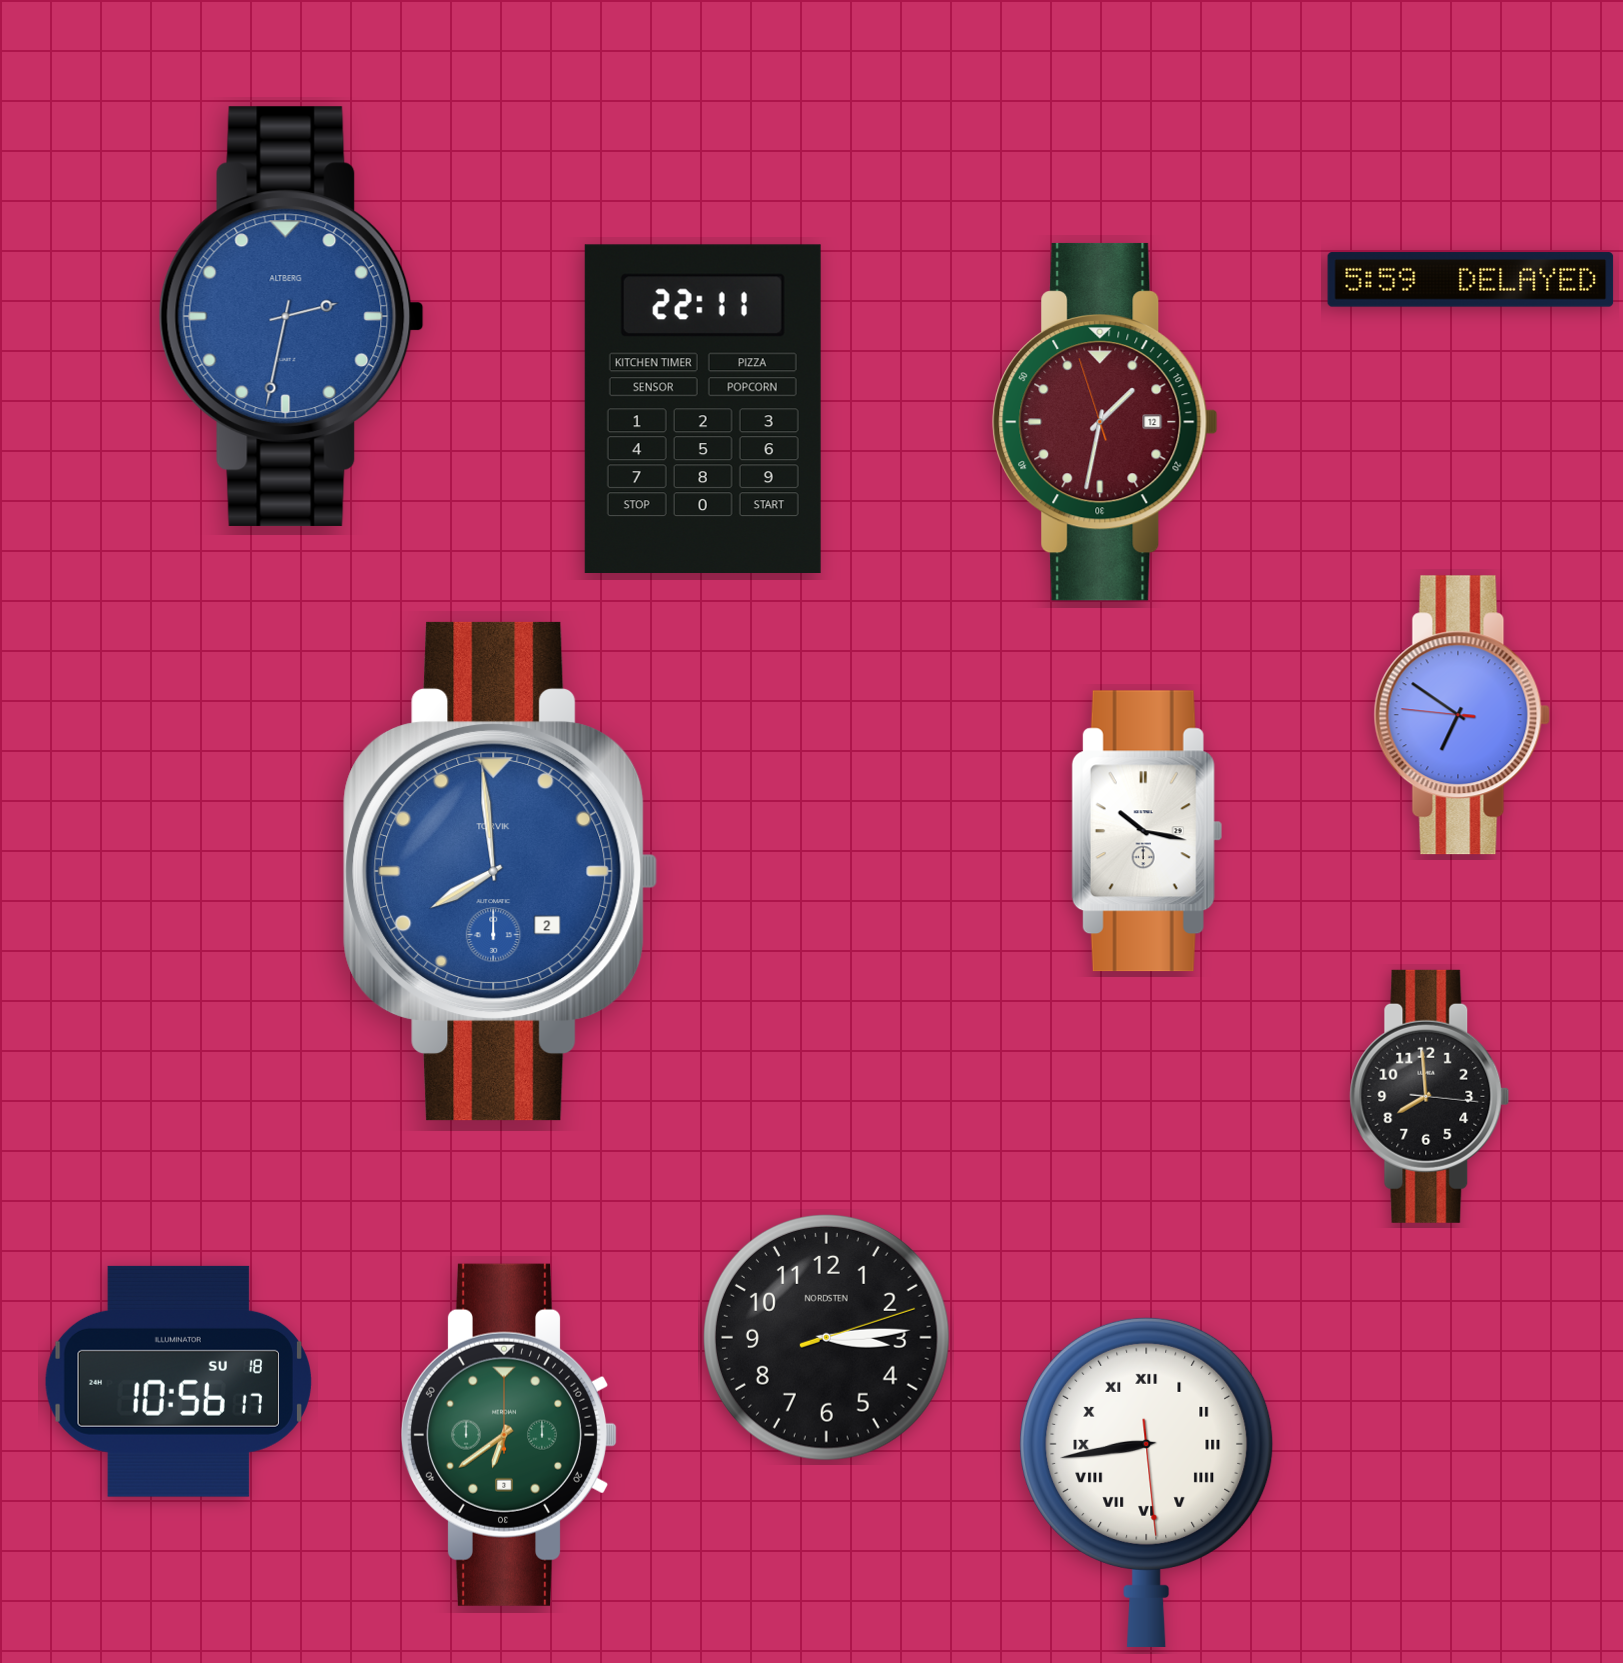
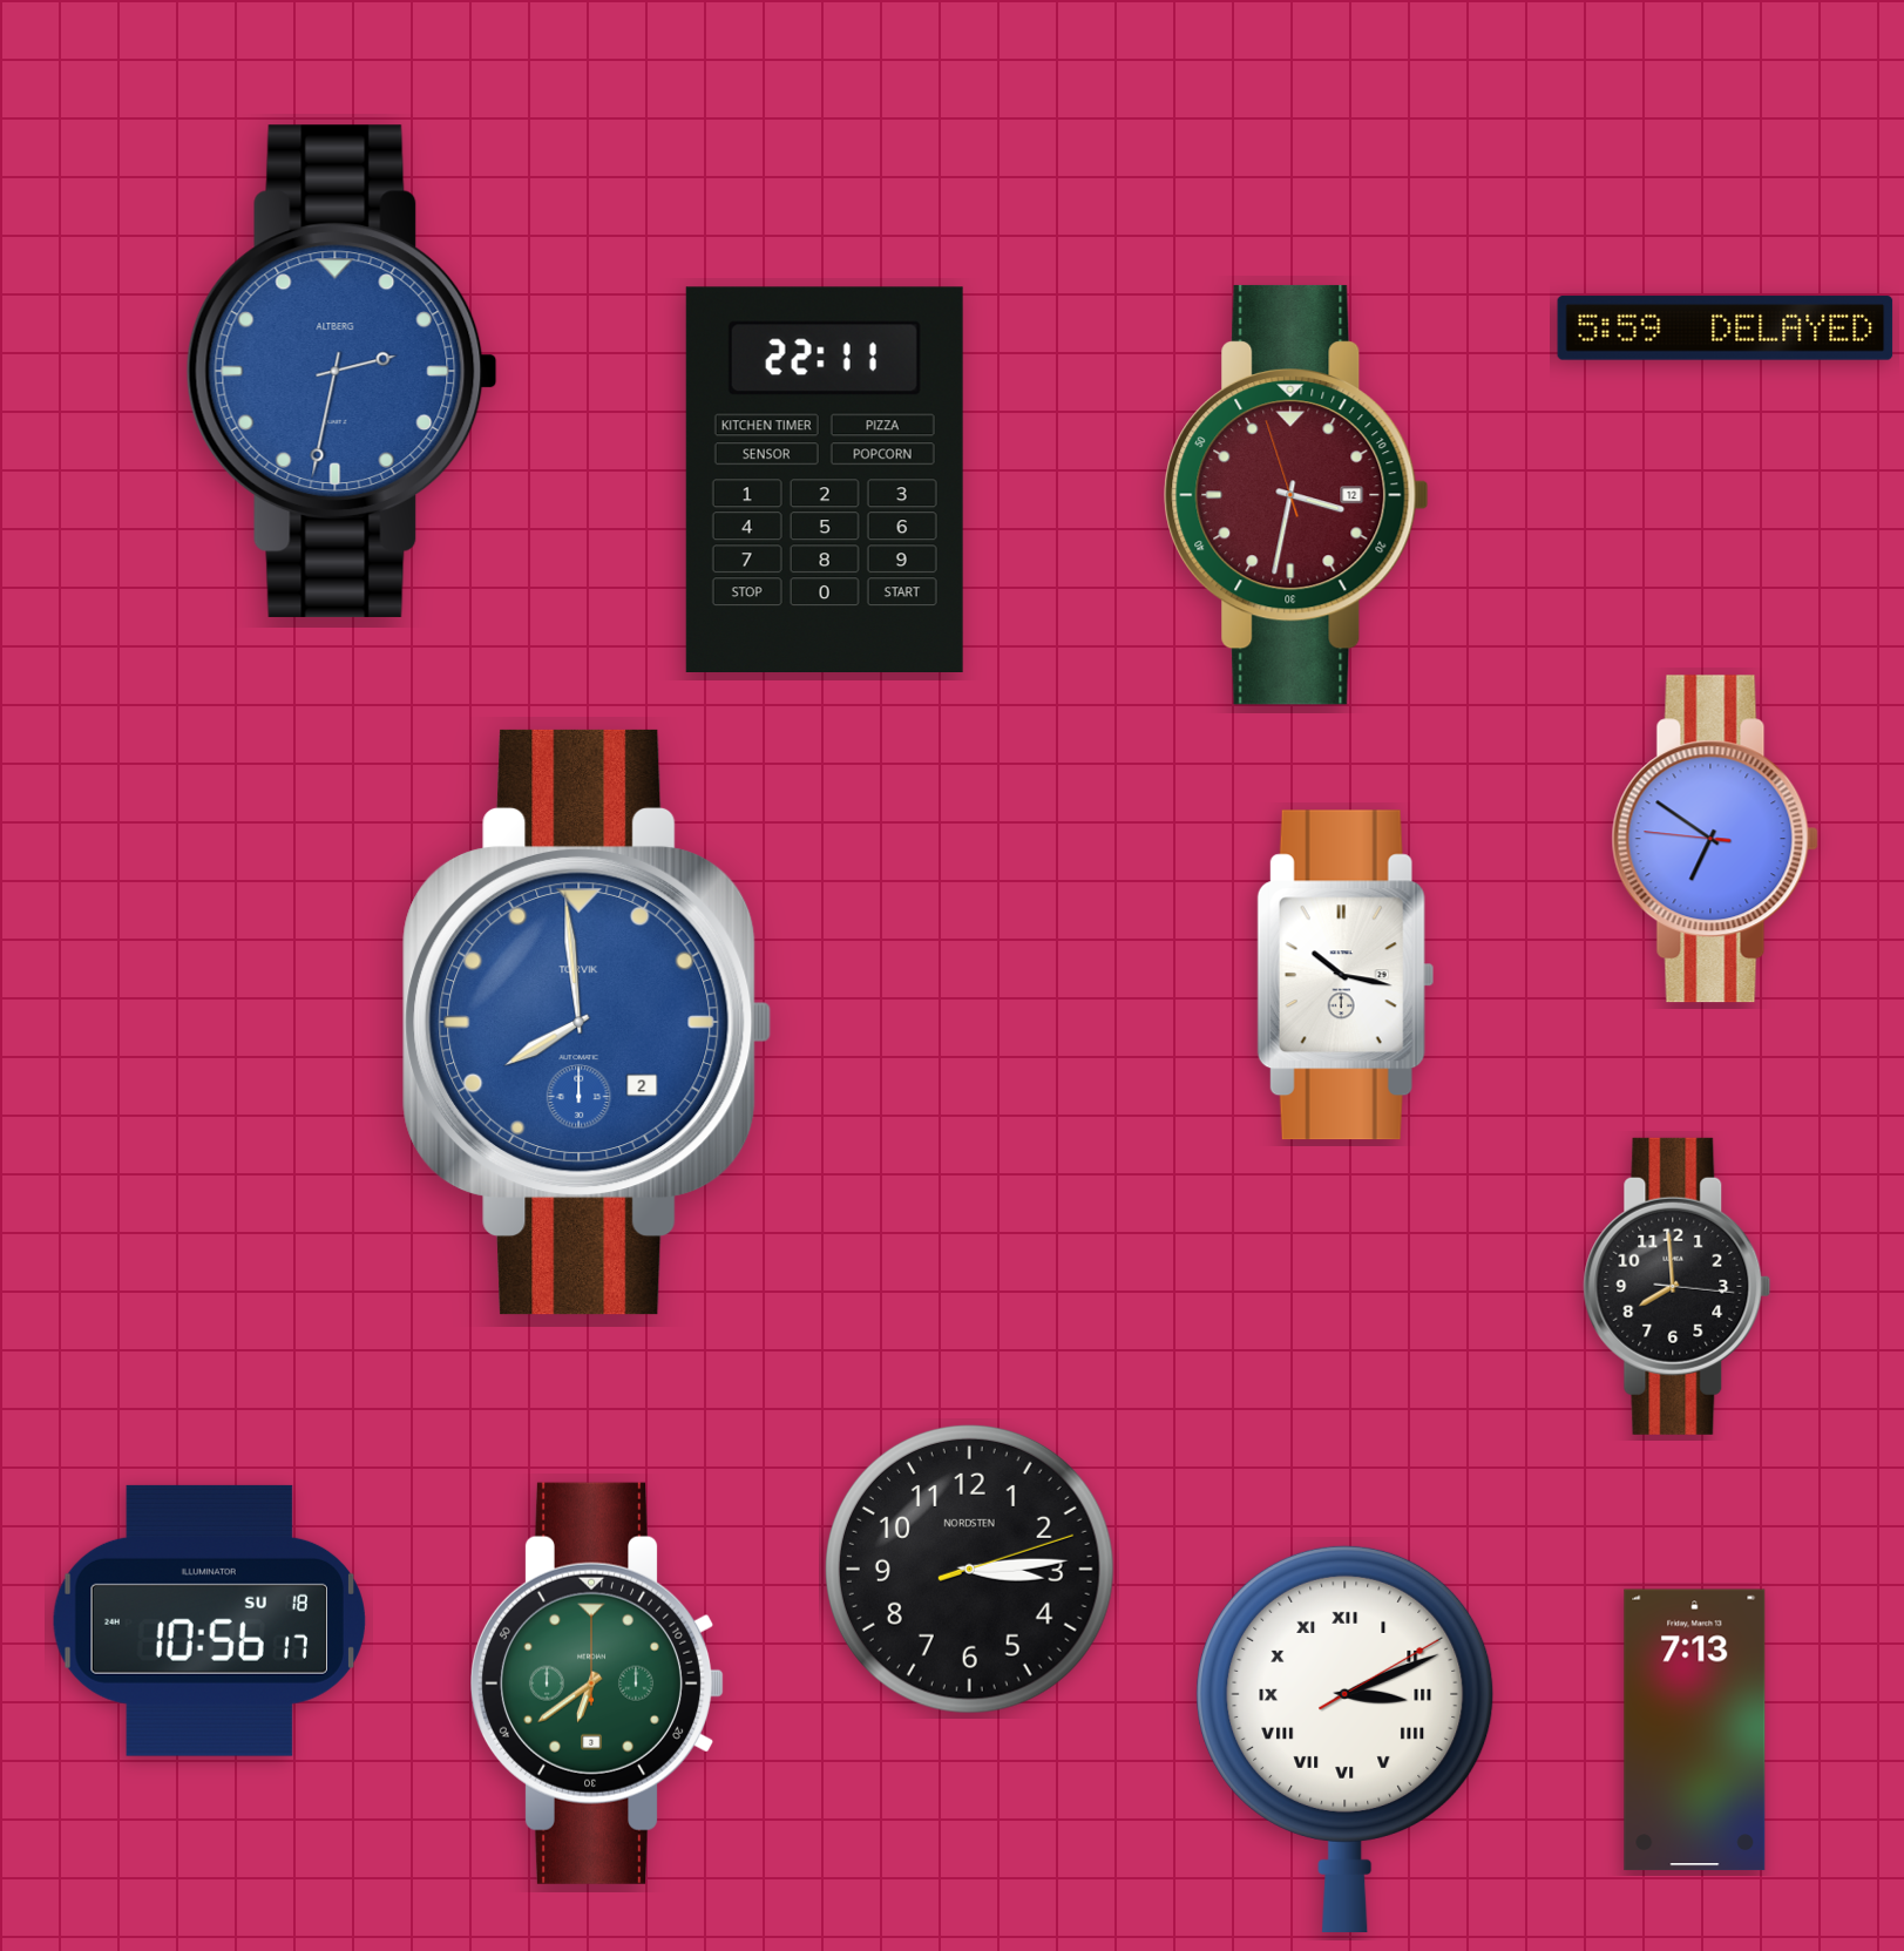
clock at (1105, 422): 1:31 -> 3:31
clock at (1695, 1730): none -> 7:13
clock at (1147, 1482): 8:43 -> 3:11
